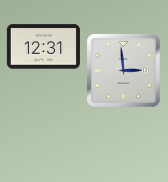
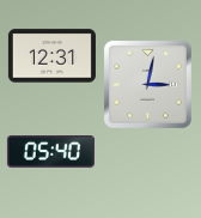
clock at (123, 70): 2:59 -> 3:02
clock at (50, 152): none -> 05:40
